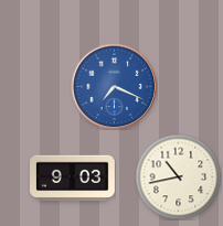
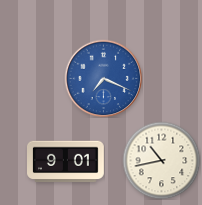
clock at (73, 179): 9:03 -> 9:01
